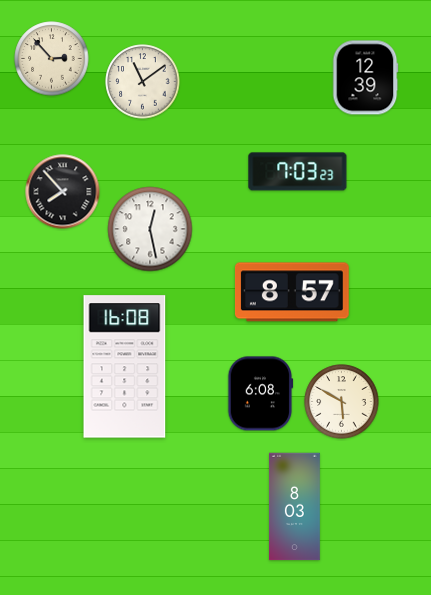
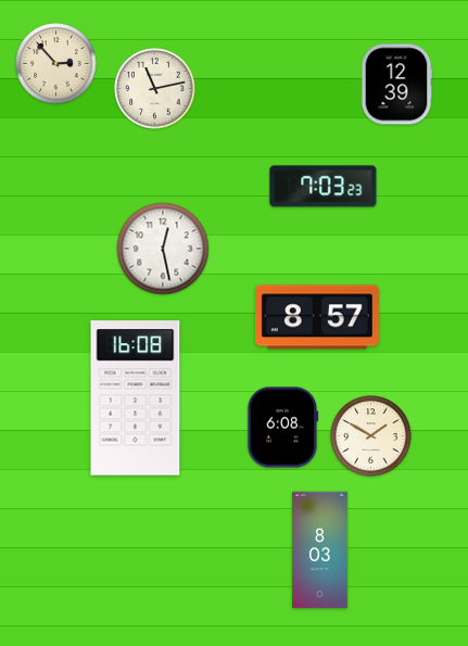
clock at (143, 82): 11:09 -> 11:13
clock at (63, 192): 7:53 -> none
clock at (342, 402): 5:50 -> 1:50
